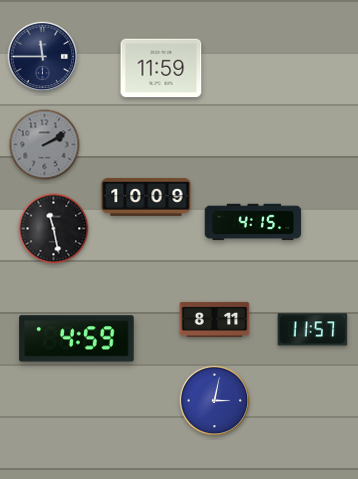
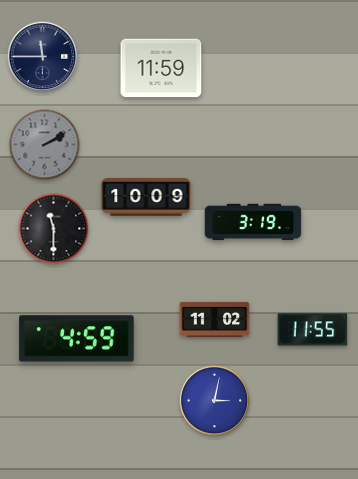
clock at (253, 222): 4:15 -> 3:19
clock at (54, 229): 11:28 -> 11:30
clock at (215, 319): 8:11 -> 11:02
clock at (313, 330): 11:57 -> 11:55
